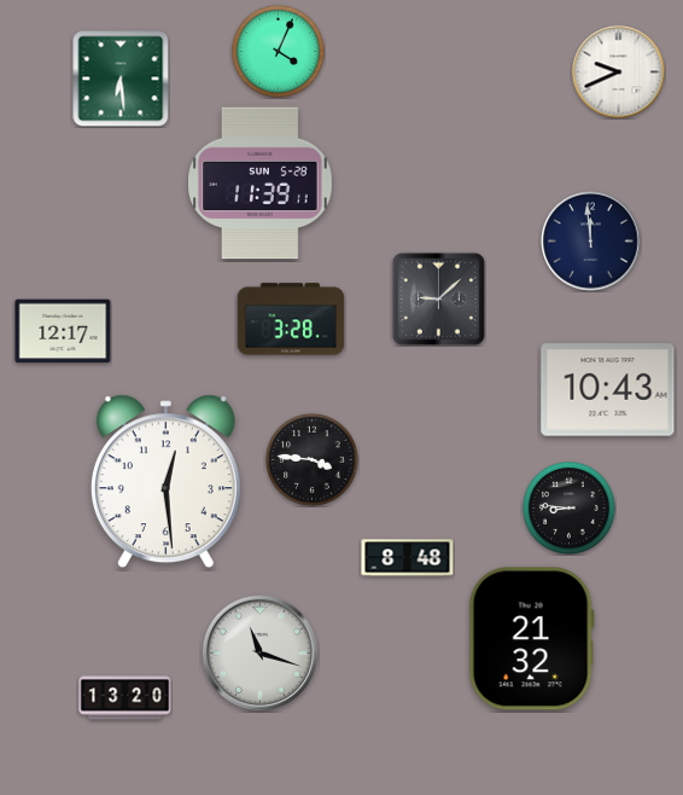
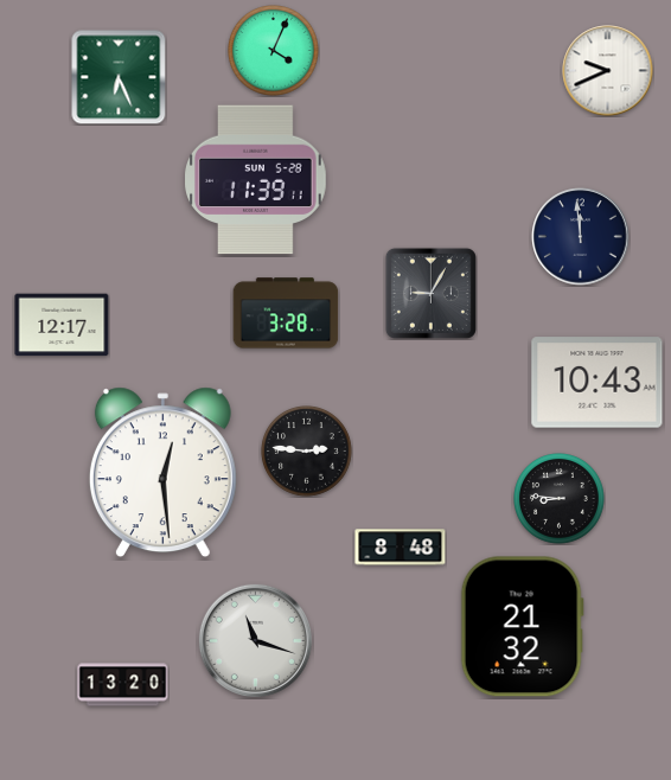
clock at (121, 79): 6:29 -> 6:26
clock at (438, 298): 9:08 -> 9:05
clock at (313, 460): 3:46 -> 2:46
